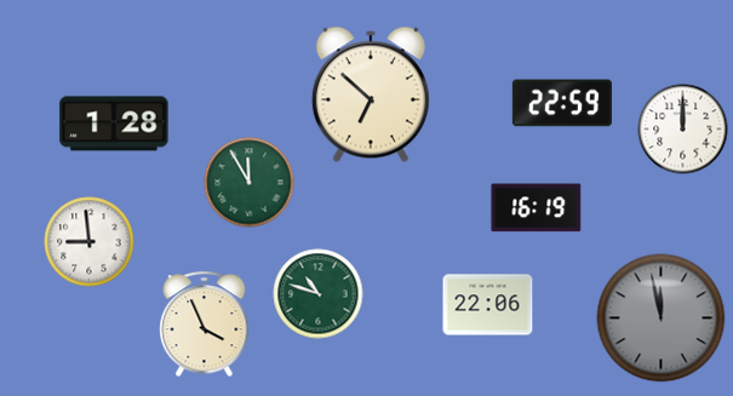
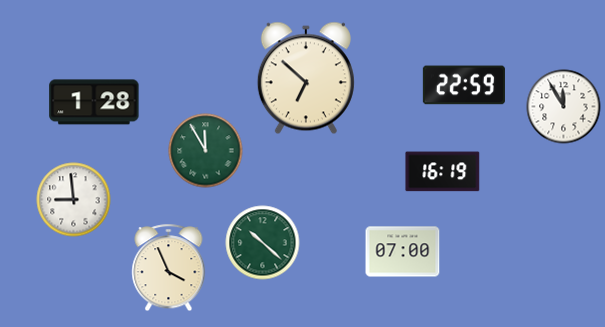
clock at (683, 130): 12:00 -> 11:55
clock at (319, 294): 10:48 -> 10:22
clock at (488, 305): 22:06 -> 07:00
clock at (662, 318): 11:58 -> none
